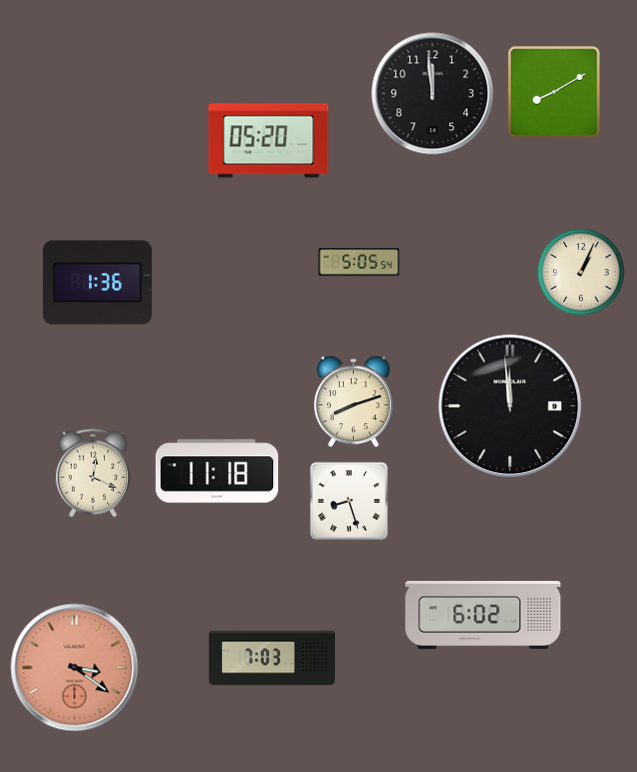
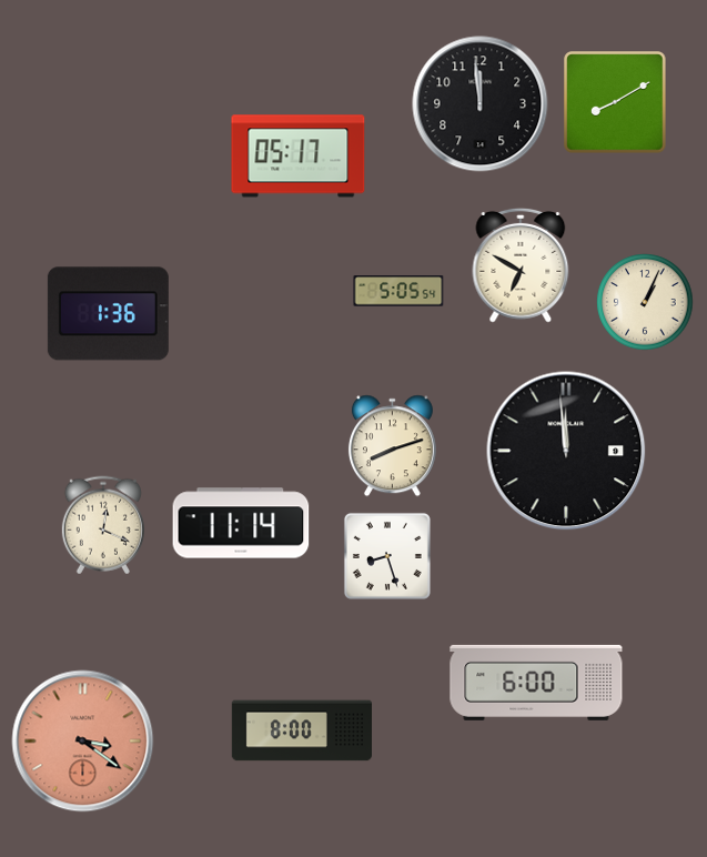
clock at (269, 141): 05:20 -> 05:17
clock at (521, 265): none -> 6:50
clock at (217, 471): 11:18 -> 11:14
clock at (483, 615): 6:02 -> 6:00
clock at (271, 658): 7:03 -> 8:00
